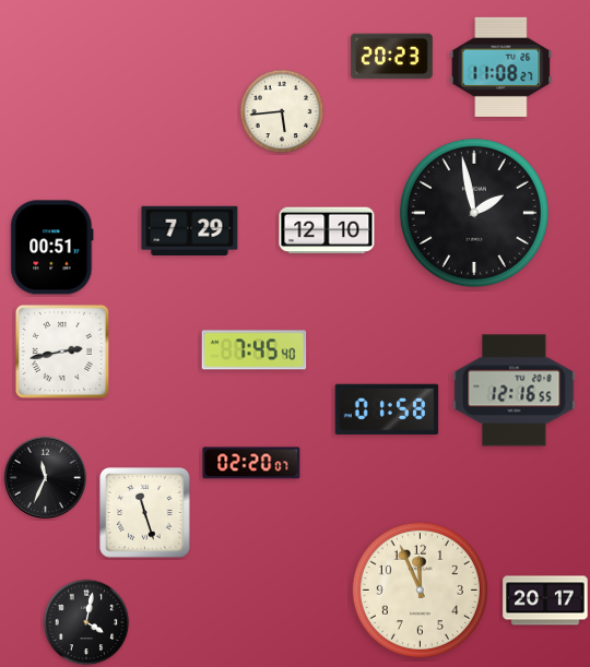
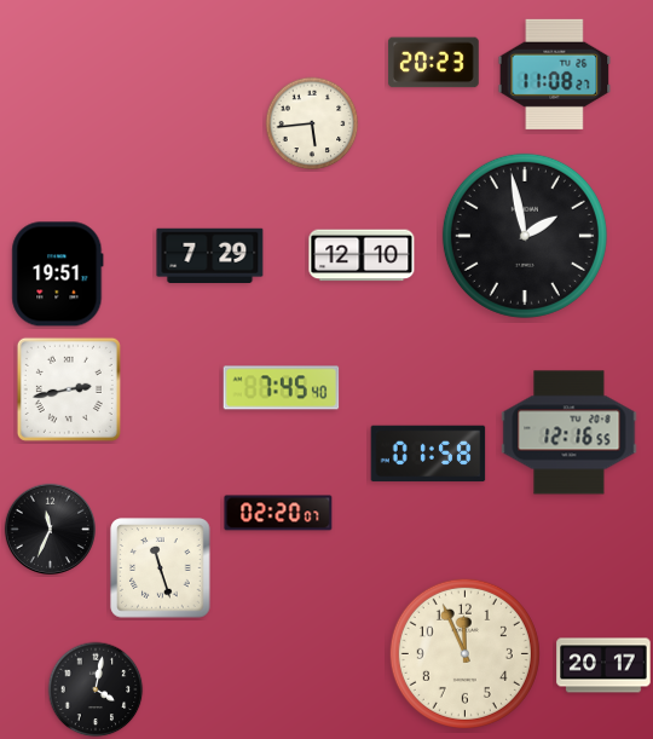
clock at (52, 248): 00:51 -> 19:51
